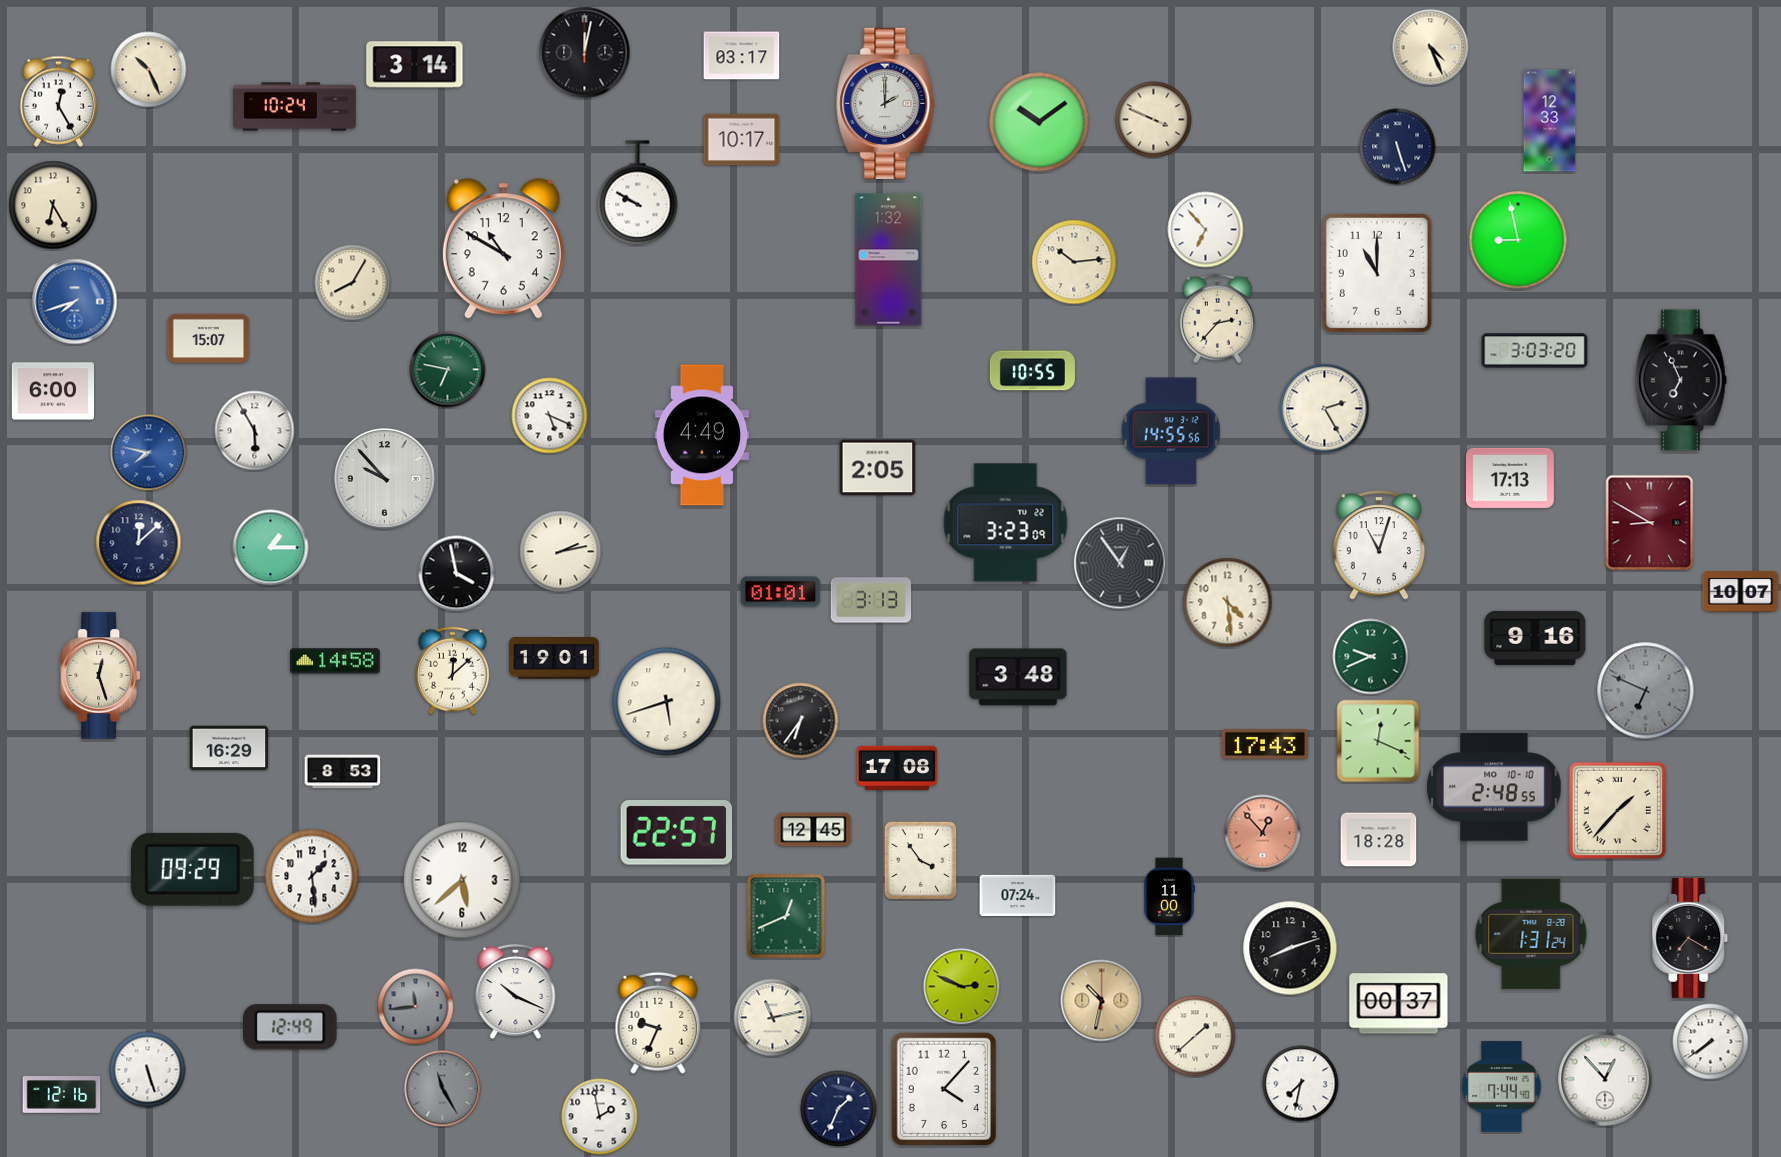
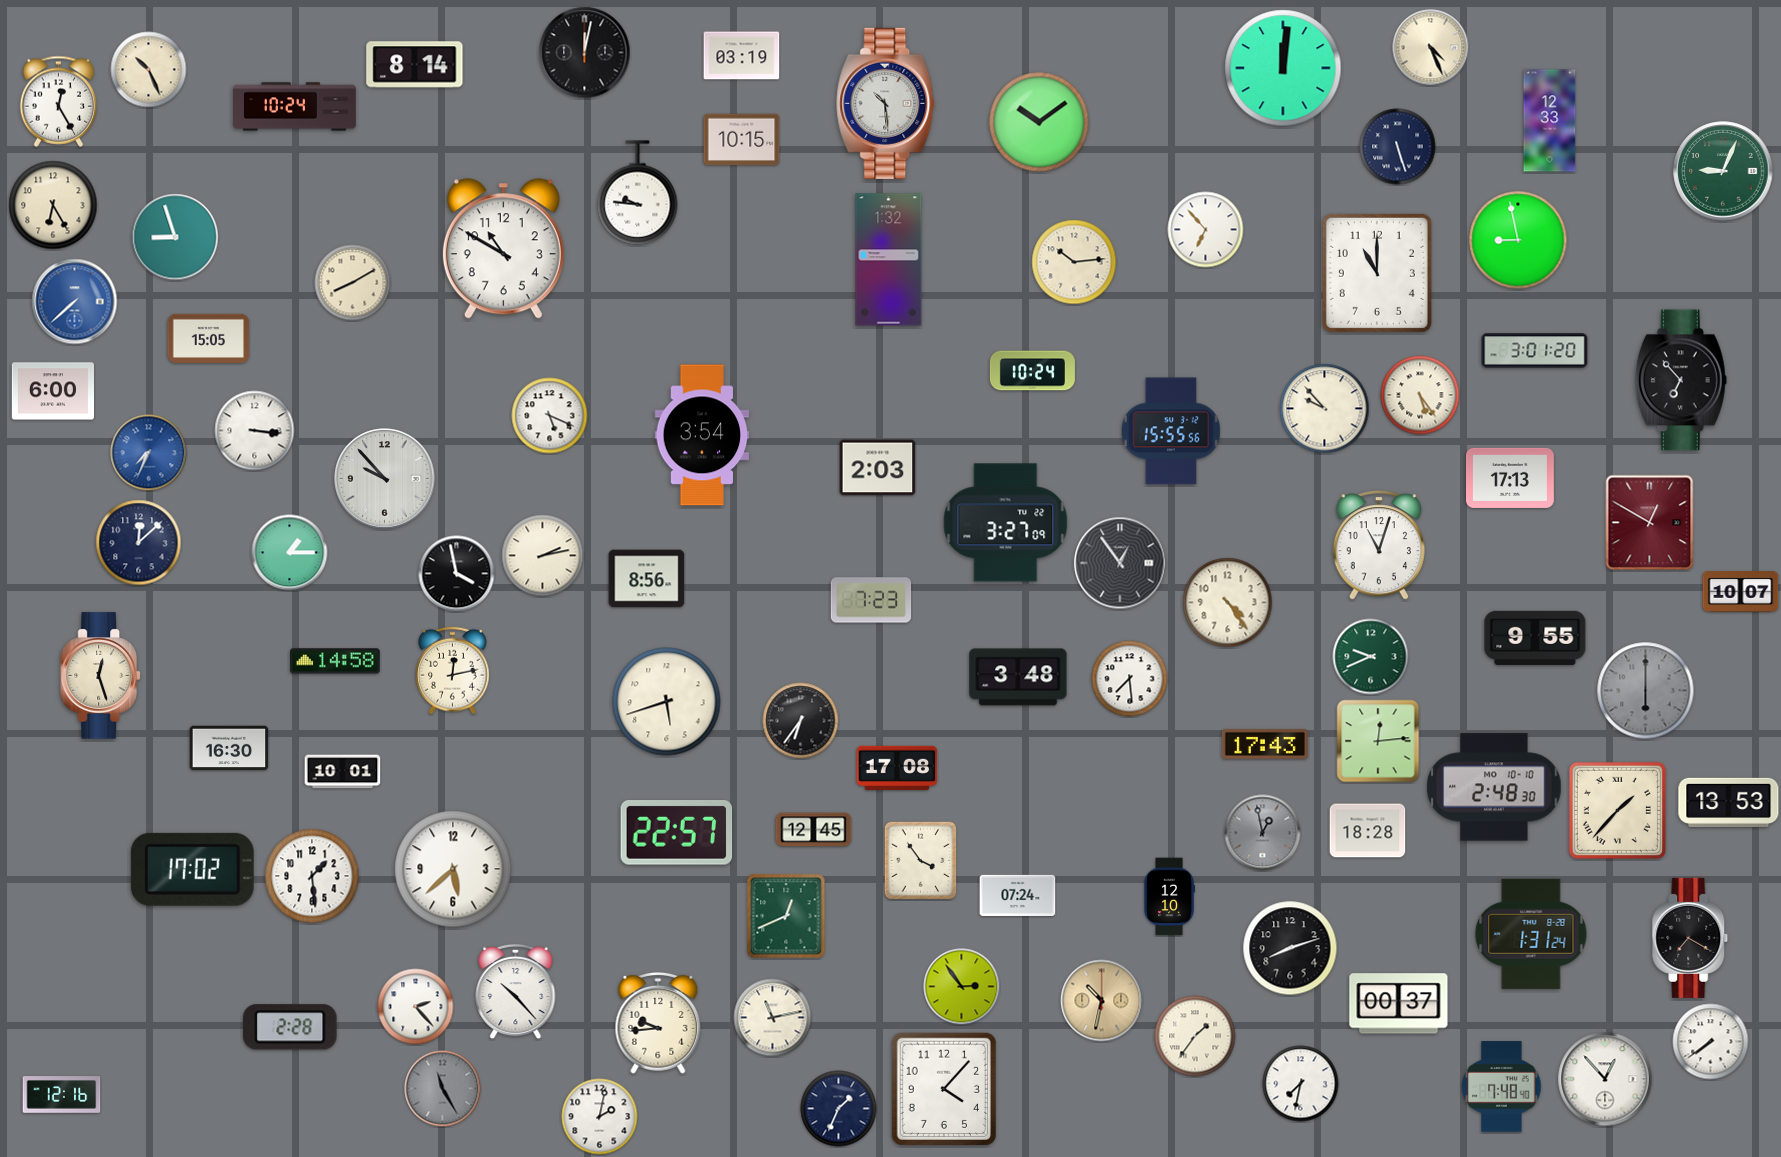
clock at (742, 56): 03:17 -> 03:19
clock at (415, 65): 3:14 -> 8:14
clock at (1283, 68): none -> 12:01
clock at (886, 103): 2:00 -> 10:29
clock at (1154, 120): 3:49 -> none
clock at (742, 140): 10:17 -> 10:15
clock at (1723, 171): none -> 9:04
clock at (638, 193): 9:50 -> 9:46
clock at (175, 237): none -> 8:57
clock at (353, 283): 8:05 -> 8:10
clock at (75, 302): 7:42 -> 7:38
clock at (1217, 319): 2:37 -> none
clock at (209, 338): 15:07 -> 15:05
clock at (1535, 351): 3:03 -> 3:01
clock at (448, 370): 6:47 -> none
clock at (1032, 371): 10:55 -> 10:24
clock at (1681, 380): 6:56 -> 6:53
clock at (1420, 395): none -> 5:24
clock at (1325, 409): 2:25 -> 9:53
clock at (255, 431): 5:55 -> 3:16
clock at (1171, 431): 14:55 -> 15:55
clock at (702, 435): 4:49 -> 3:54
clock at (149, 453): 7:47 -> 7:34
clock at (878, 468): 2:05 -> 2:03
clock at (1006, 523): 3:23 -> 3:27
clock at (1650, 523): 8:50 -> 12:50
clock at (271, 548) position: (271, 548) -> (290, 553)
clock at (561, 552) position: (561, 552) -> (543, 556)
clock at (647, 579): none -> 8:56
clock at (781, 592): 01:01 -> none
clock at (871, 600): 3:13 -> 7:23
clock at (1228, 603): 4:29 -> 4:24
clock at (1535, 638): 9:16 -> 9:55
clock at (554, 659): 19:01 -> none
clock at (453, 671): 12:08 -> 12:13
clock at (1130, 679): none -> 7:29
clock at (1646, 691): 6:49 -> 6:00
clock at (1378, 741): 12:19 -> 12:14
clock at (229, 748): 16:29 -> 16:30
clock at (343, 772): 8:53 -> 10:01
clock at (1494, 787): 2:48:55 -> 2:48:30
clock at (1729, 802): none -> 13:53
clock at (1263, 833): 12:53 -> 12:58
clock at (1263, 833) dial: salmon -> grey
clock at (1379, 840) position: (1379, 840) -> (1368, 831)
clock at (192, 869): 09:29 -> 17:02
clock at (462, 880) position: (462, 880) -> (453, 869)
clock at (1169, 897): 11:00 -> 12:10
clock at (962, 987): 2:49 -> 2:54
clock at (516, 992): 10:19 -> 10:23
clock at (416, 1007): 11:44 -> 2:23
clock at (416, 1007) dial: grey -> white
clock at (658, 1023): 9:34 -> 9:44
clock at (290, 1027): 12:49 -> 2:28
clock at (1195, 1036): 1:38 -> 1:36
clock at (148, 1070): 5:27 -> none
clock at (1502, 1087): 7:44 -> 7:48
clock at (600, 1117): 1:58 -> 2:02
